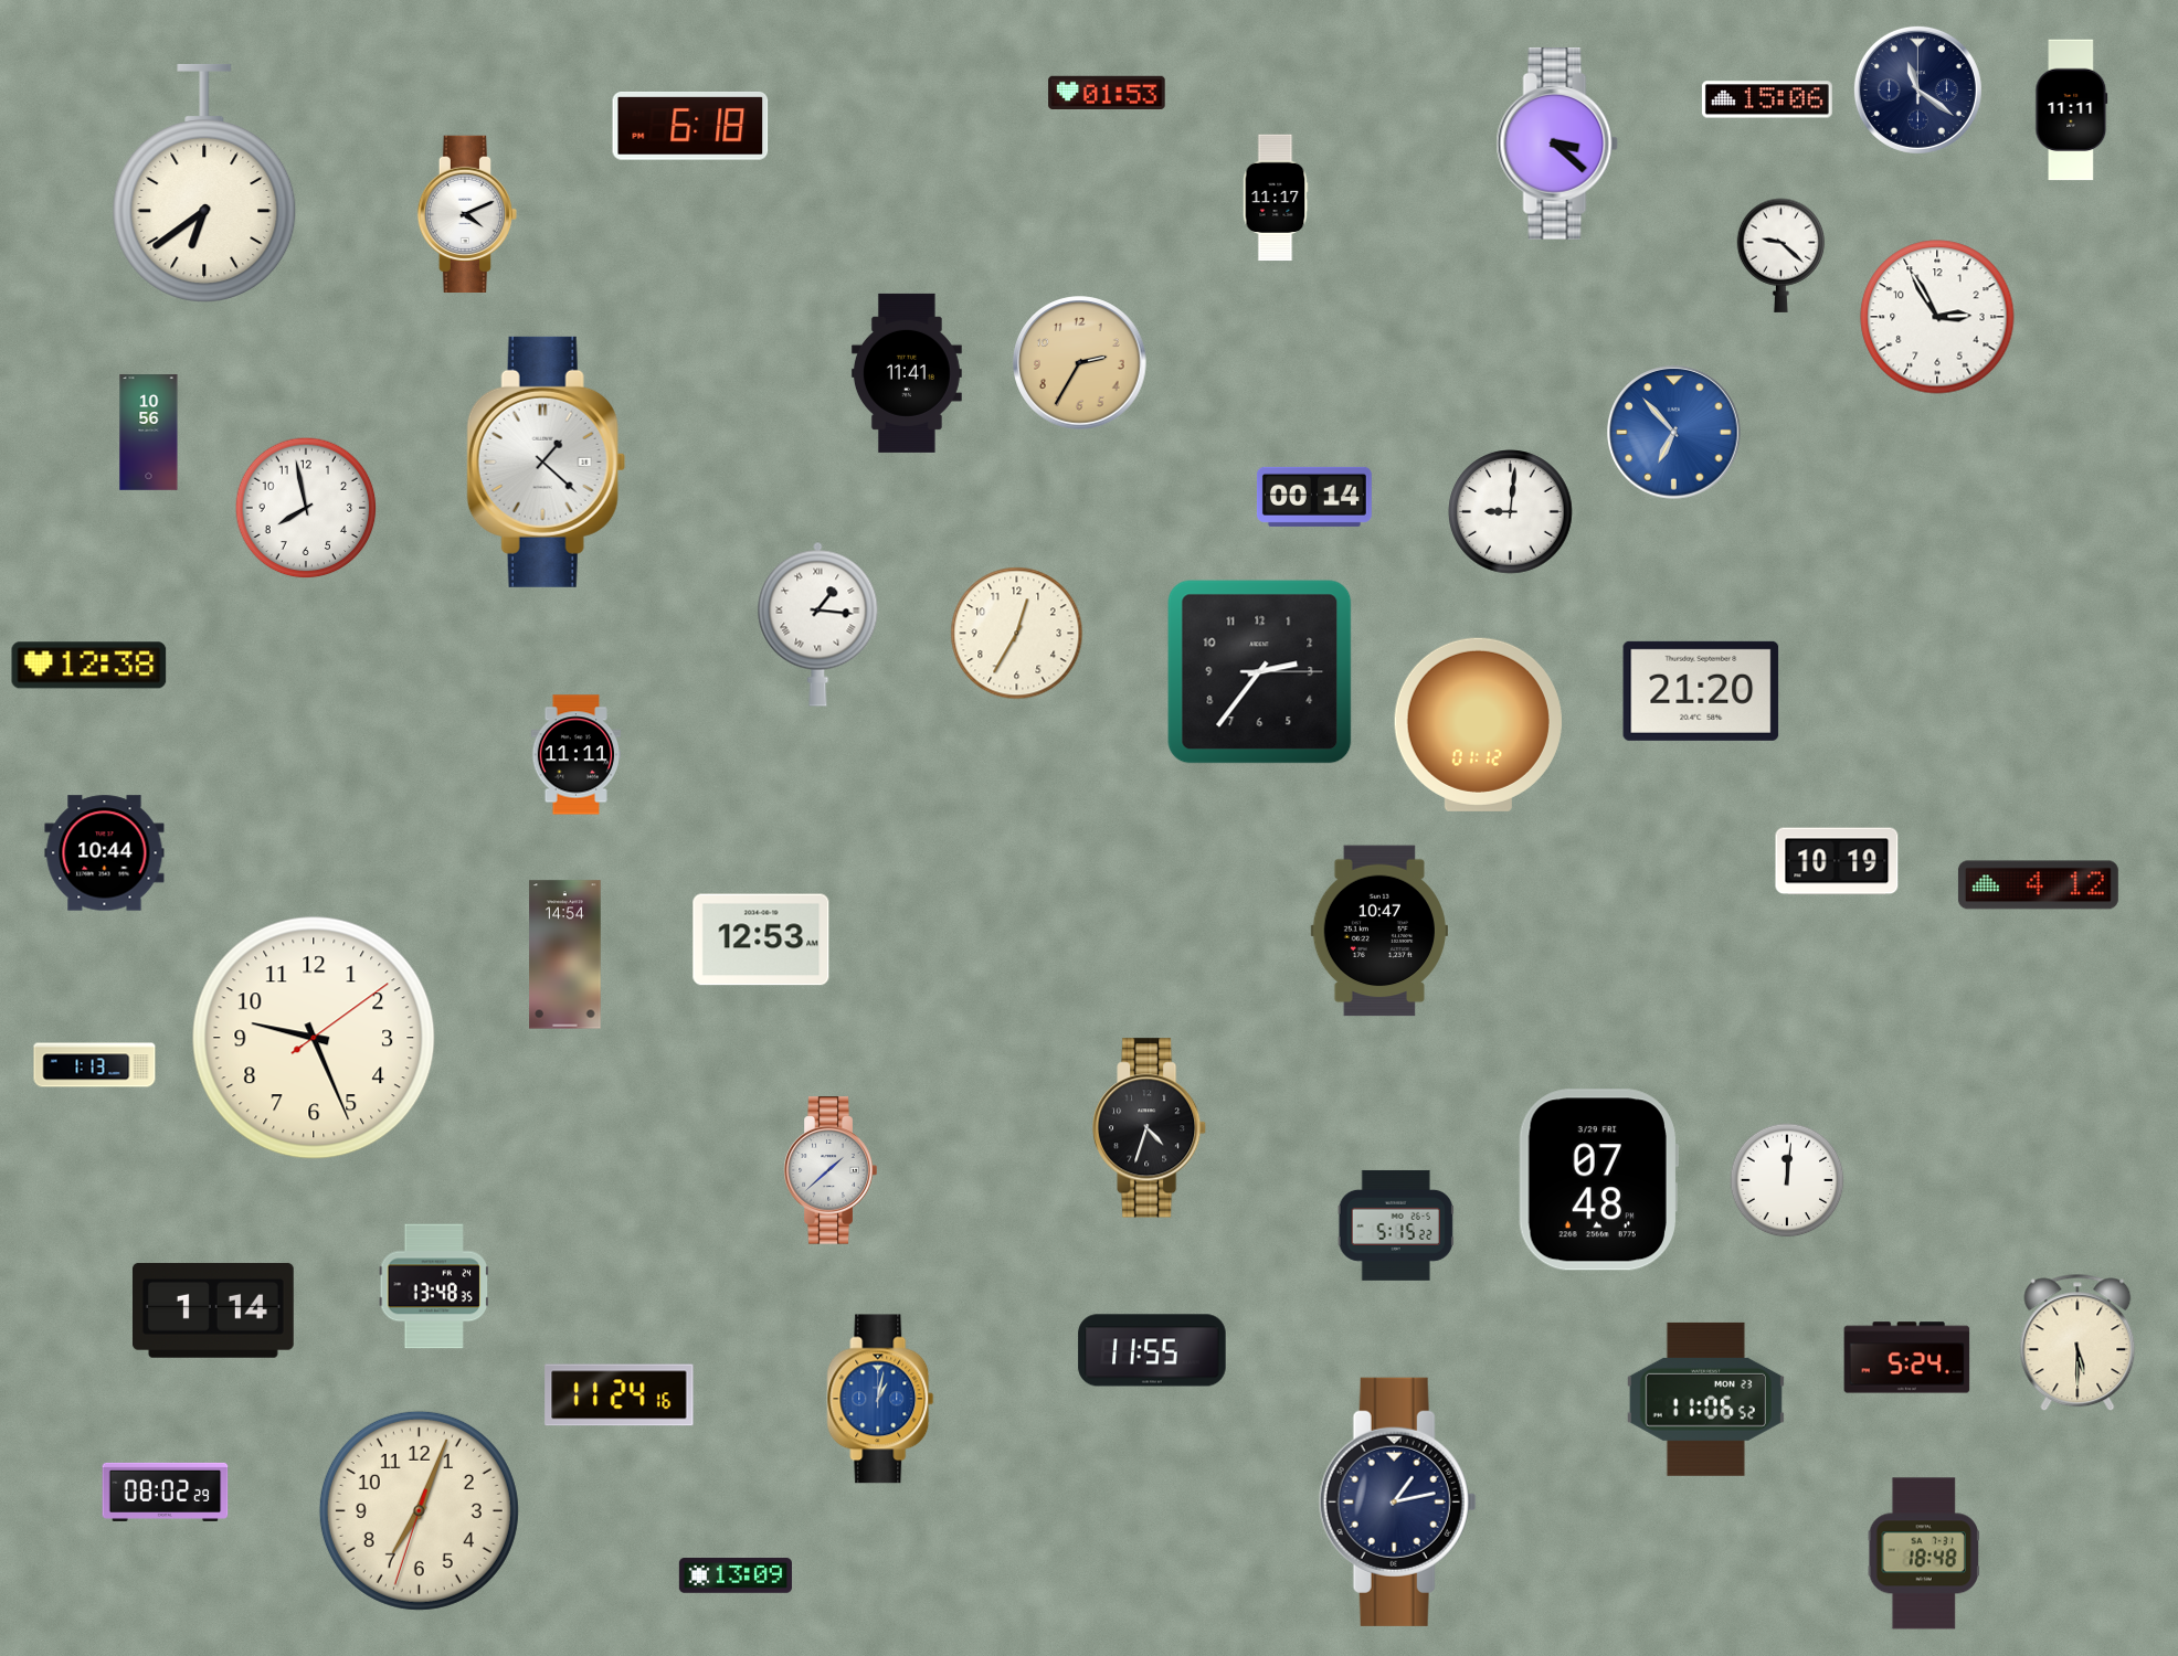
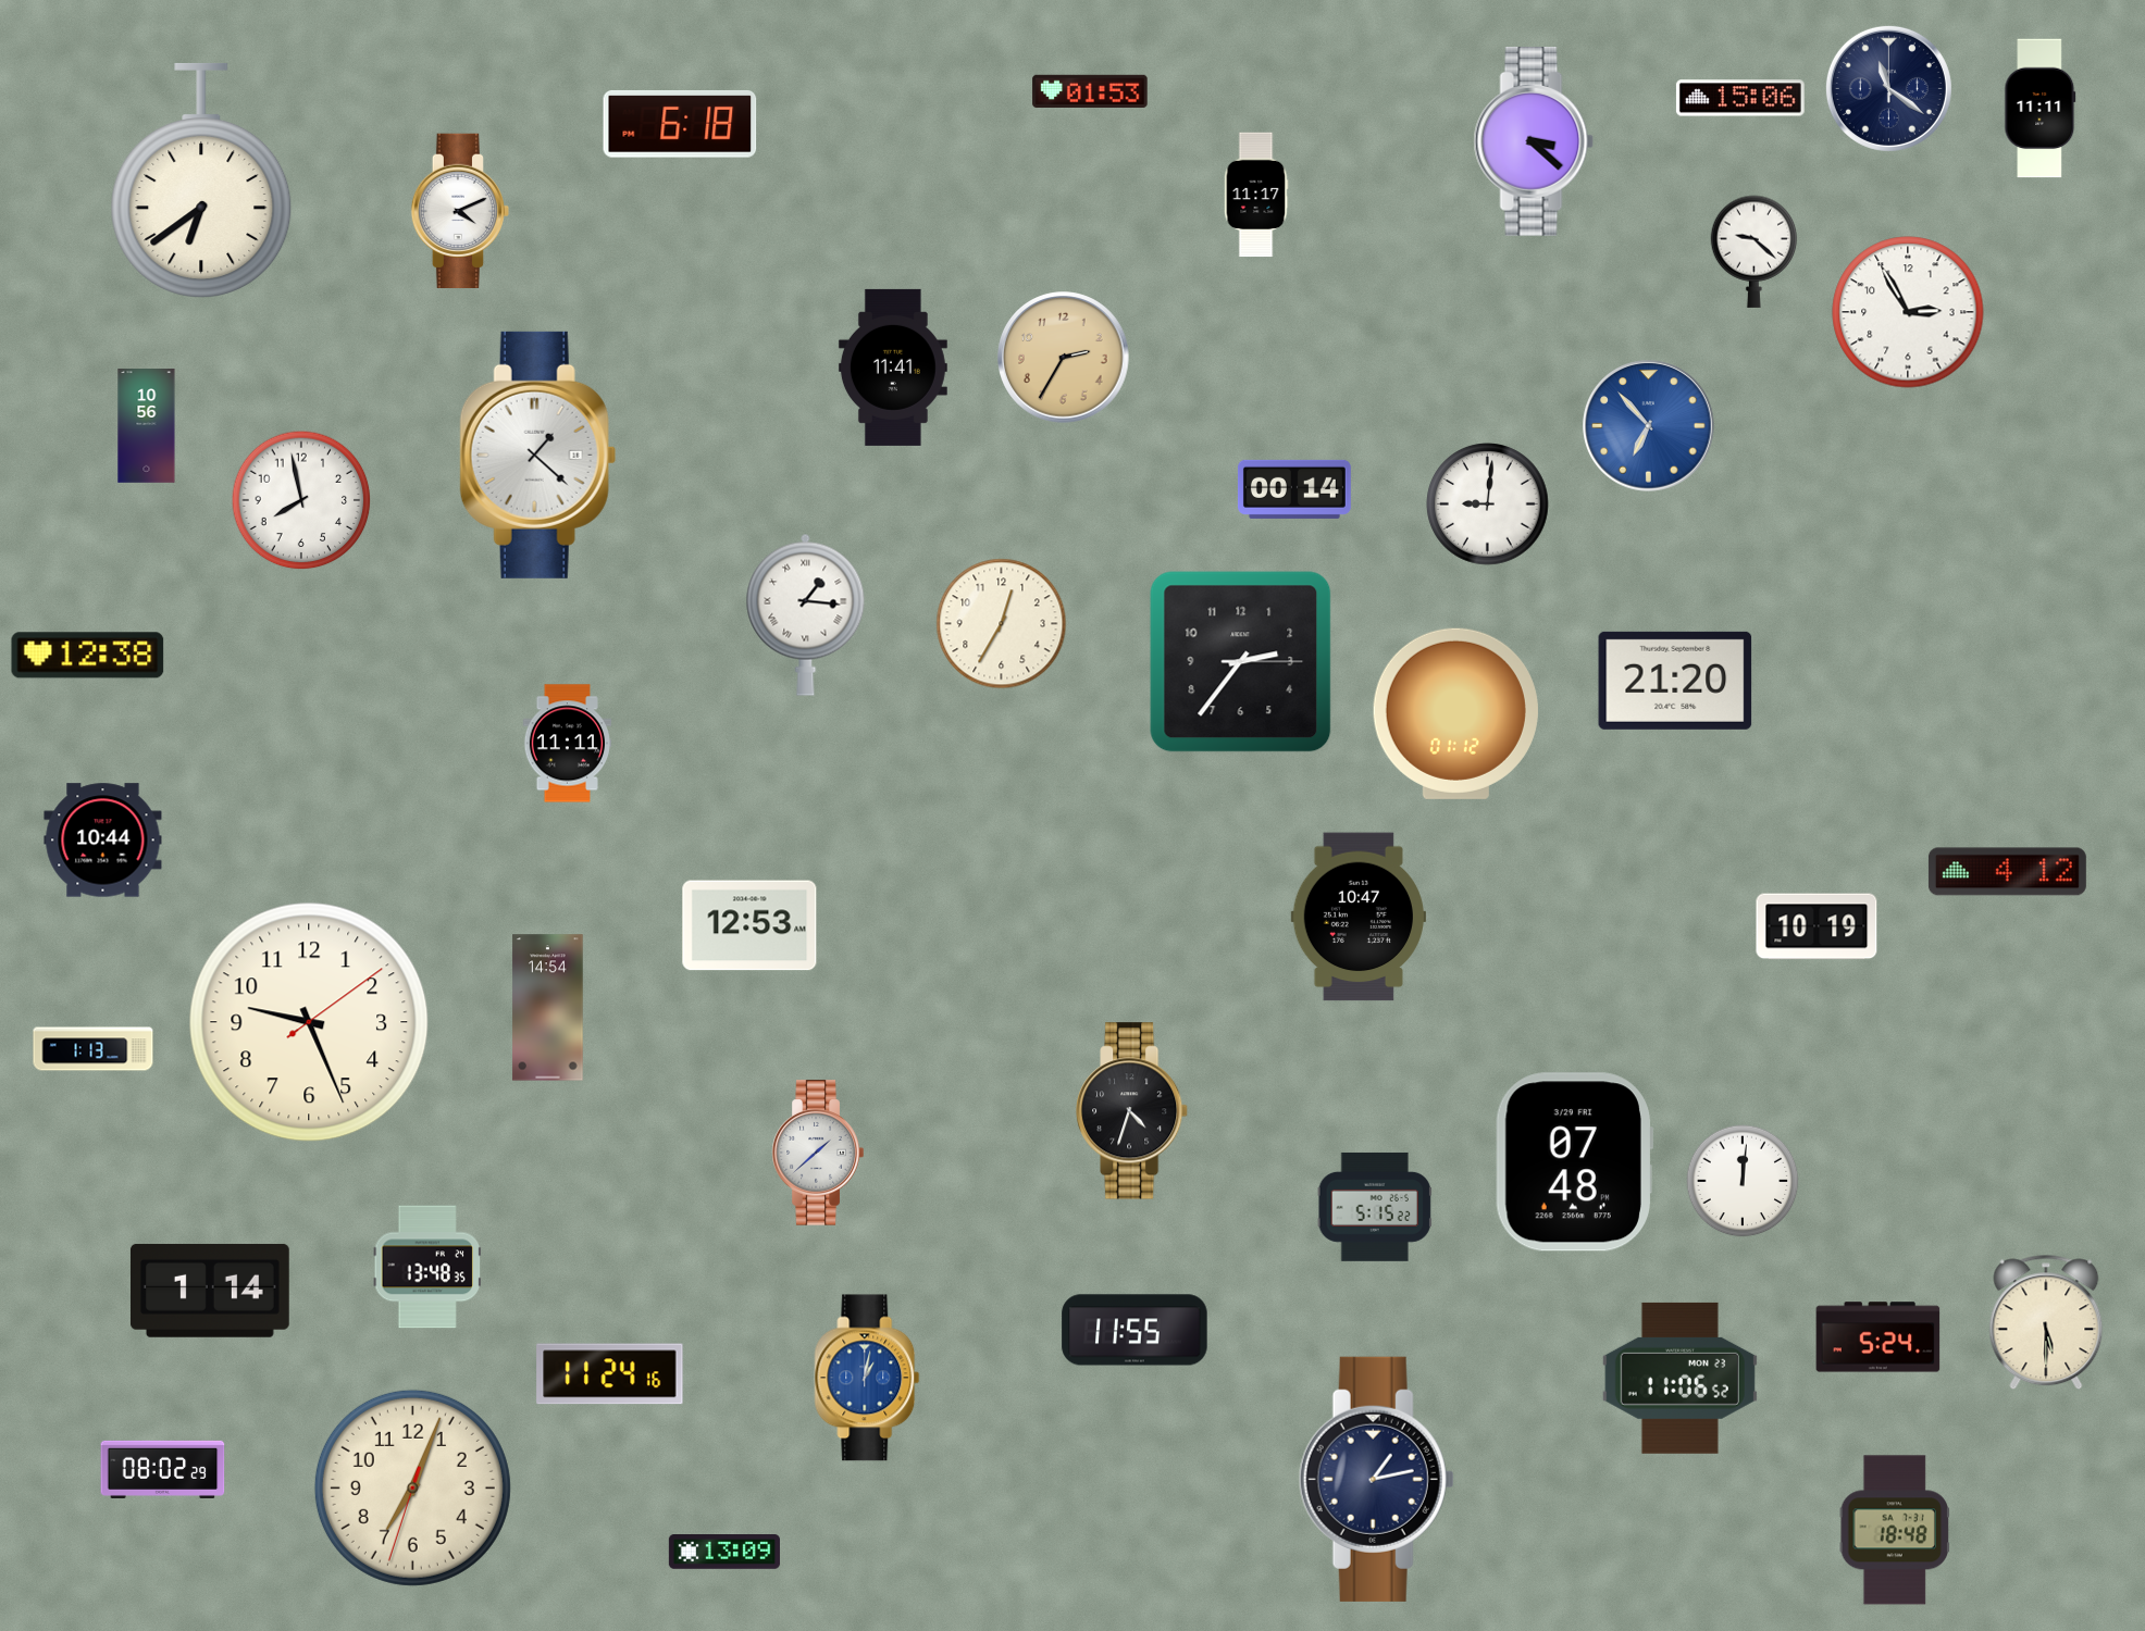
clock at (1837, 861) position: (1837, 861) -> (1817, 926)
clock at (565, 955) position: (565, 955) -> (548, 1008)
clock at (1787, 1180) position: (1787, 1180) -> (1743, 1181)
